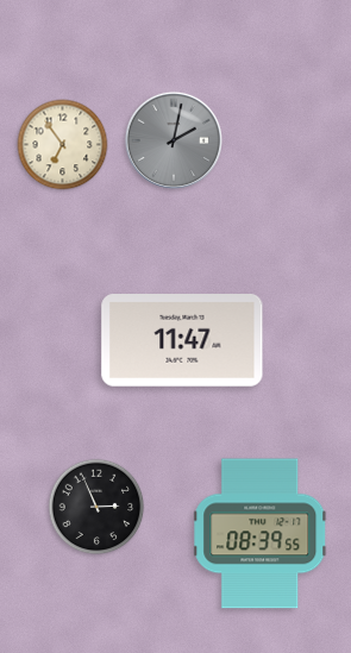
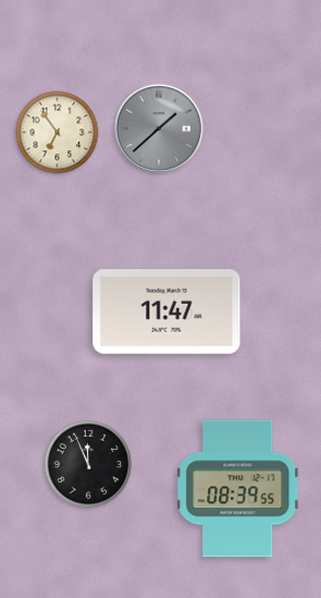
clock at (174, 140): 2:02 -> 1:38
clock at (96, 507): 2:56 -> 11:56
